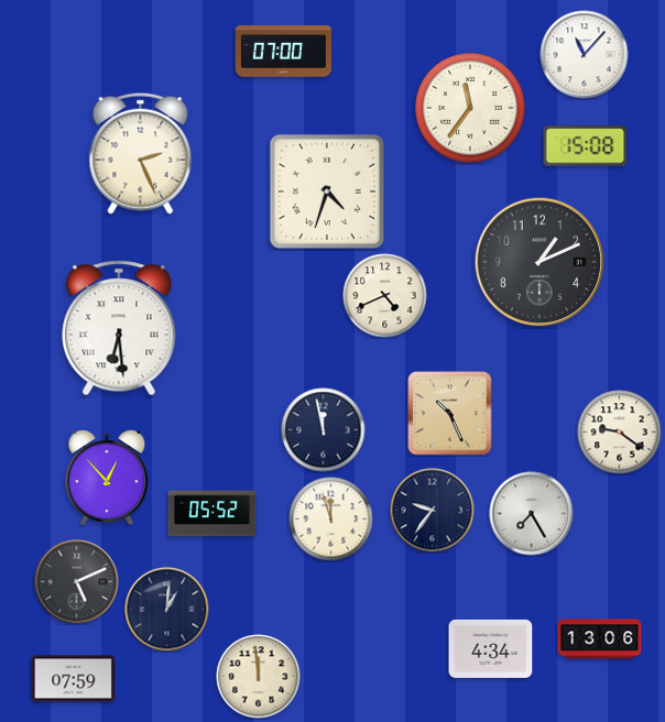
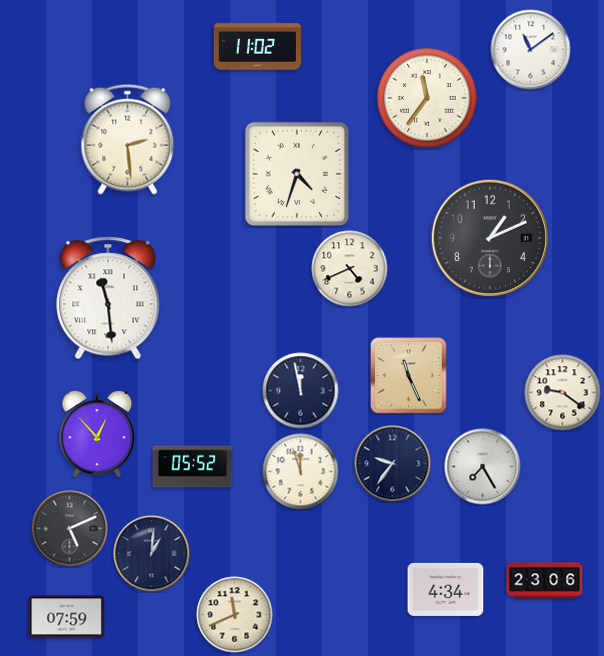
clock at (283, 52): 07:00 -> 11:02
clock at (585, 55): 11:07 -> 11:09
clock at (586, 146): 15:08 -> none
clock at (141, 153): 2:26 -> 2:29
clock at (119, 328): 6:29 -> 11:29
clock at (450, 414): 10:26 -> 11:26
clock at (324, 430) position: (324, 430) -> (301, 391)
clock at (600, 639): 13:06 -> 23:06
clock at (259, 677): 11:59 -> 11:41
